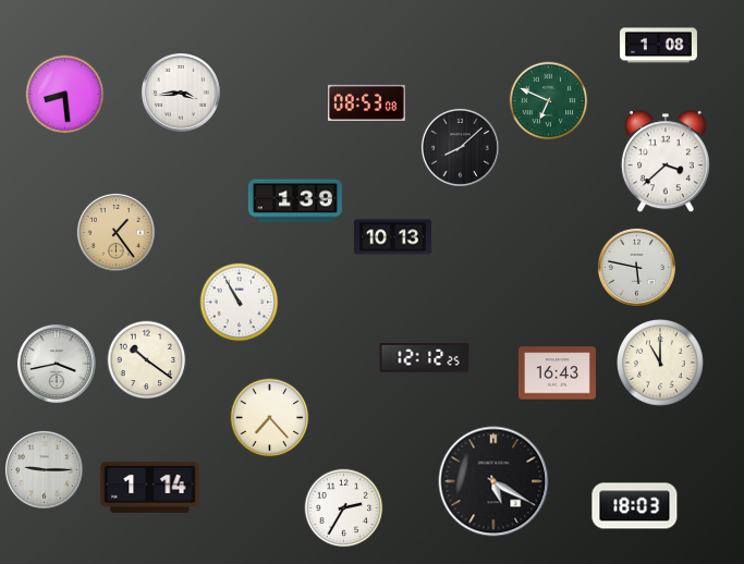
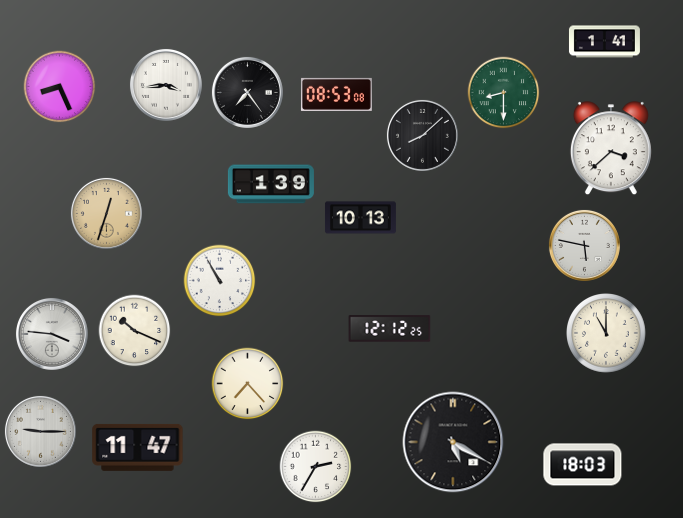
clock at (658, 46): 1:08 -> 1:41
clock at (65, 95): 8:29 -> 8:26
clock at (247, 92): none -> 7:24
clock at (549, 101): 6:49 -> 8:30
clock at (115, 232): 1:24 -> 12:33
clock at (240, 303) position: (240, 303) -> (220, 281)
clock at (147, 360): 10:21 -> 10:19
clock at (57, 364): 3:43 -> 3:46
clock at (557, 373): 16:43 -> none
clock at (150, 487): 1:14 -> 11:47
